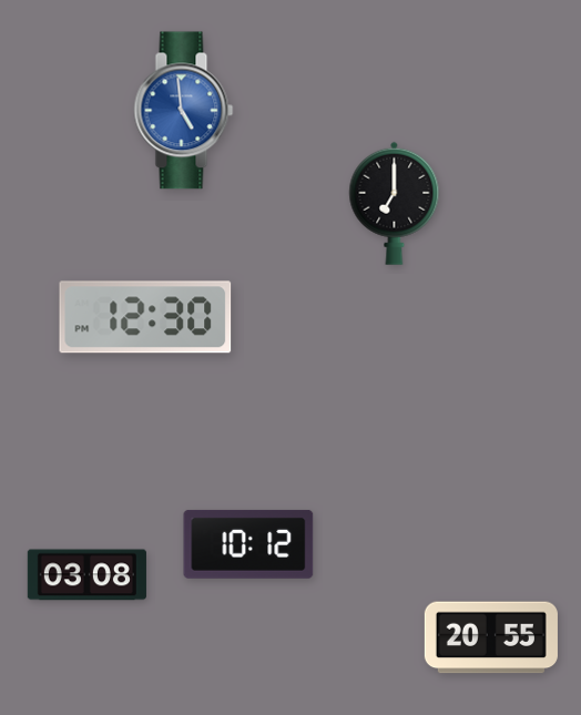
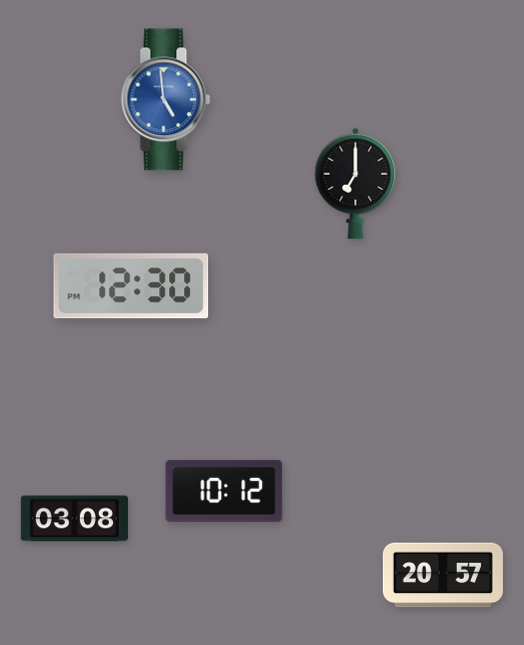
clock at (86, 575) position: (86, 575) -> (74, 519)
clock at (491, 637): 20:55 -> 20:57
